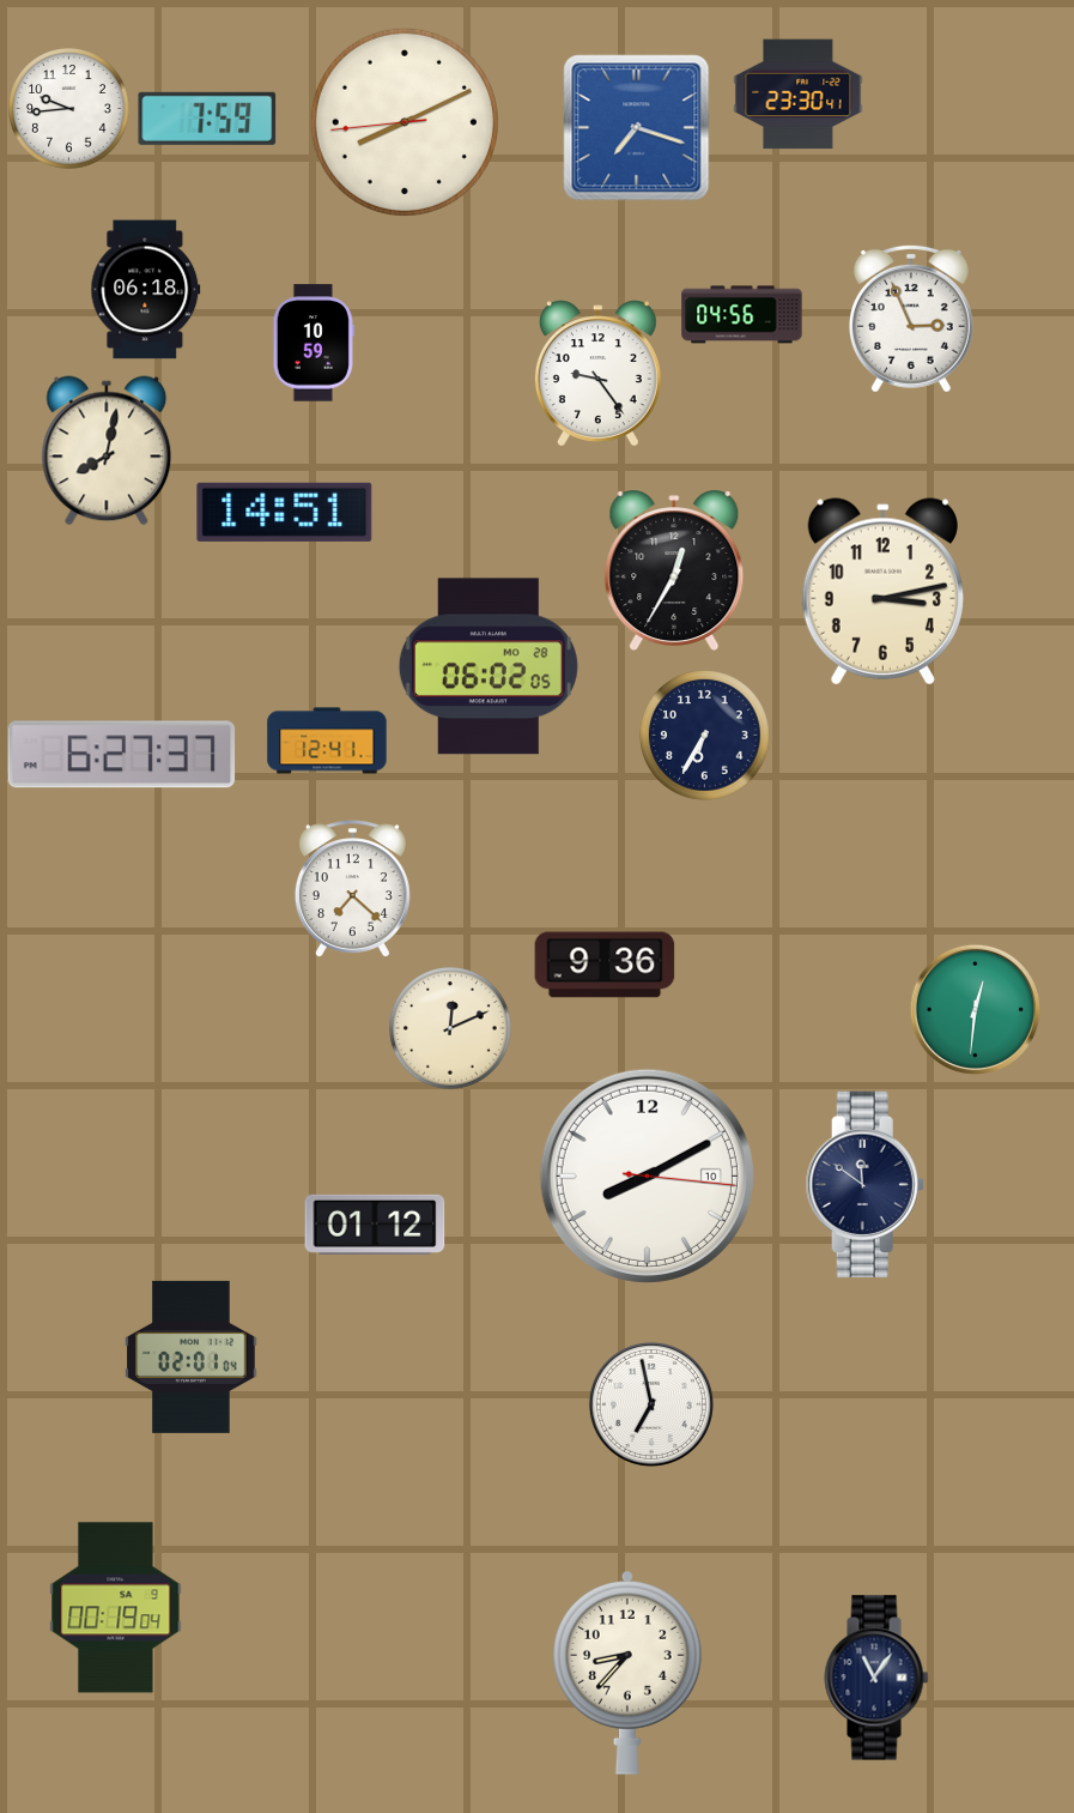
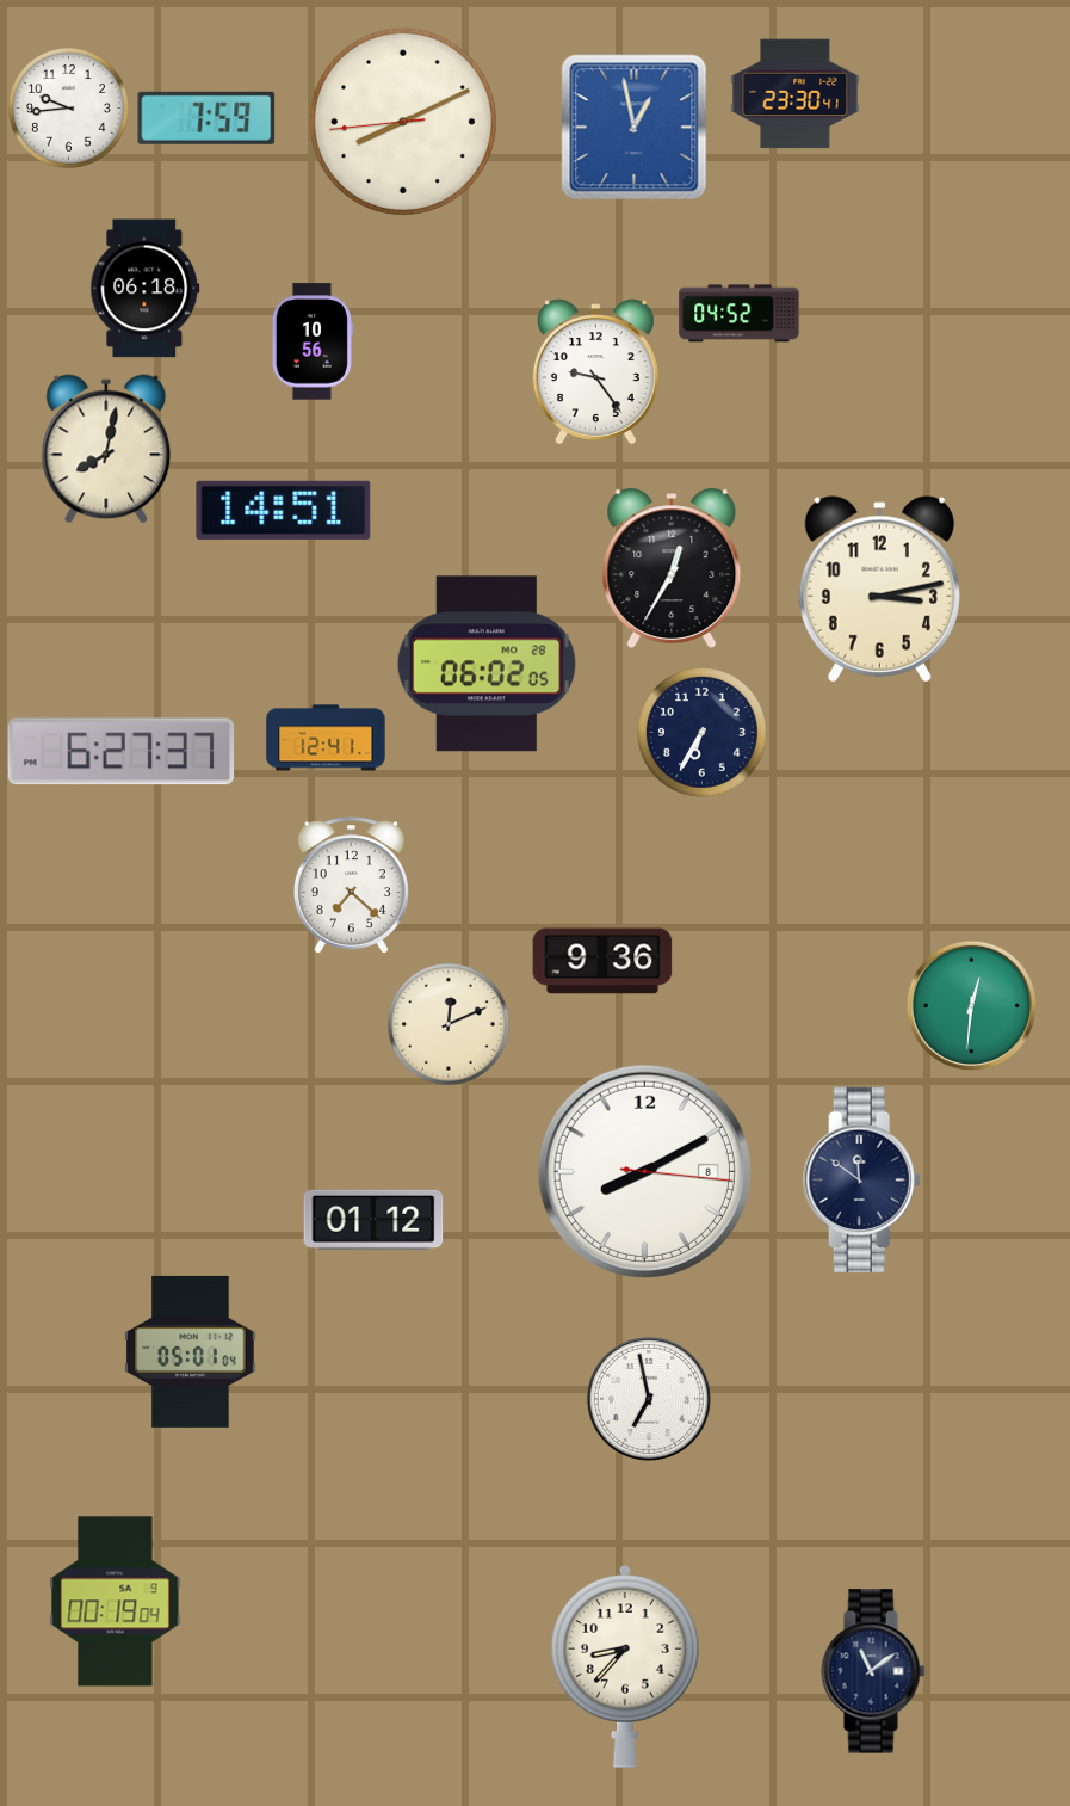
clock at (637, 128): 7:18 -> 12:58
clock at (742, 315): 04:56 -> 04:52
clock at (911, 319): 2:56 -> none
clock at (314, 343): 10:59 -> 10:56
clock at (647, 1176) date: 10 -> 8
clock at (192, 1356): 02:01 -> 05:01
clock at (876, 1678): 11:06 -> 11:09
